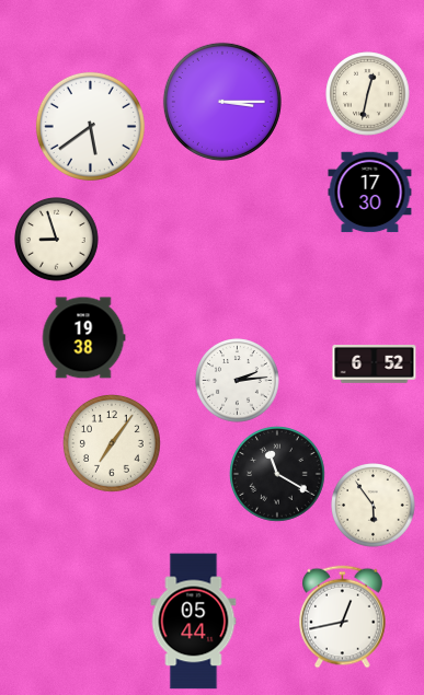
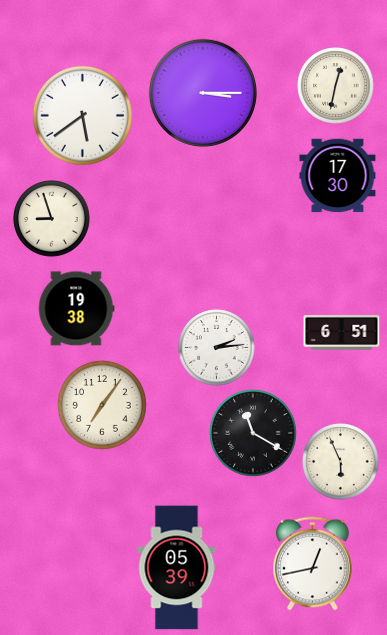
clock at (375, 364): 6:52 -> 6:51
clock at (374, 506): 5:54 -> 5:56
clock at (194, 622): 05:44 -> 05:39
